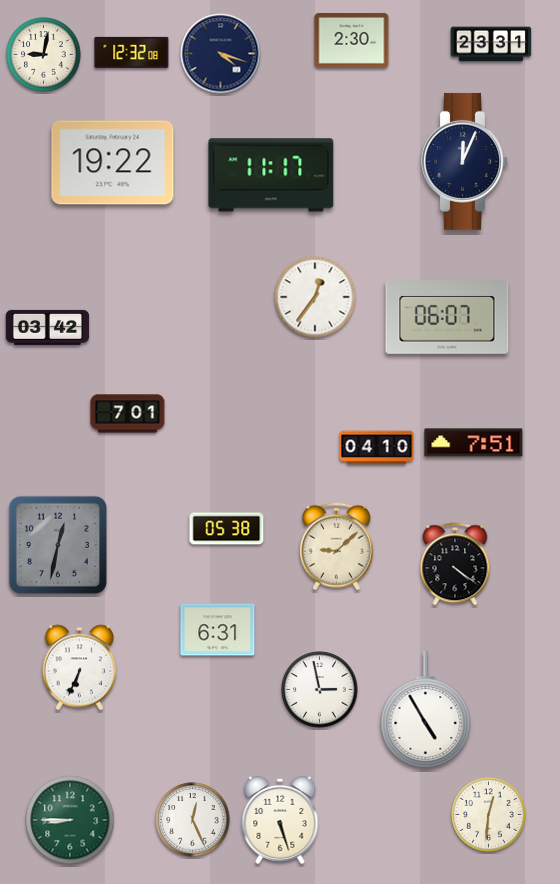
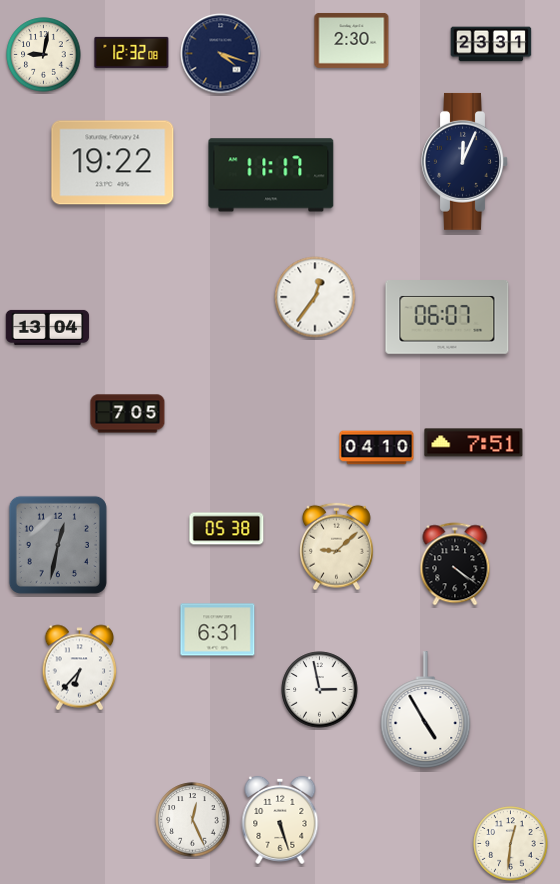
clock at (48, 327): 03:42 -> 13:04
clock at (128, 414): 7:01 -> 7:05
clock at (80, 668): 6:34 -> 6:37
clock at (489, 815) position: (489, 815) -> (511, 844)
clock at (70, 820): 8:45 -> none
